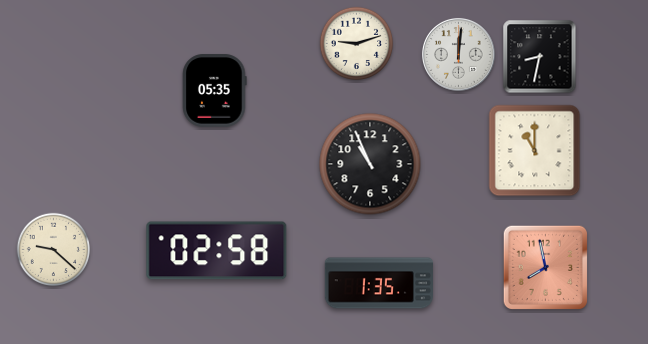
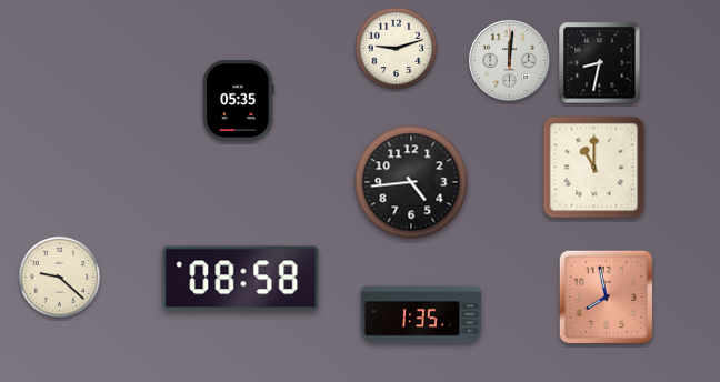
clock at (370, 164): 10:56 -> 4:44
clock at (217, 251): 02:58 -> 08:58
